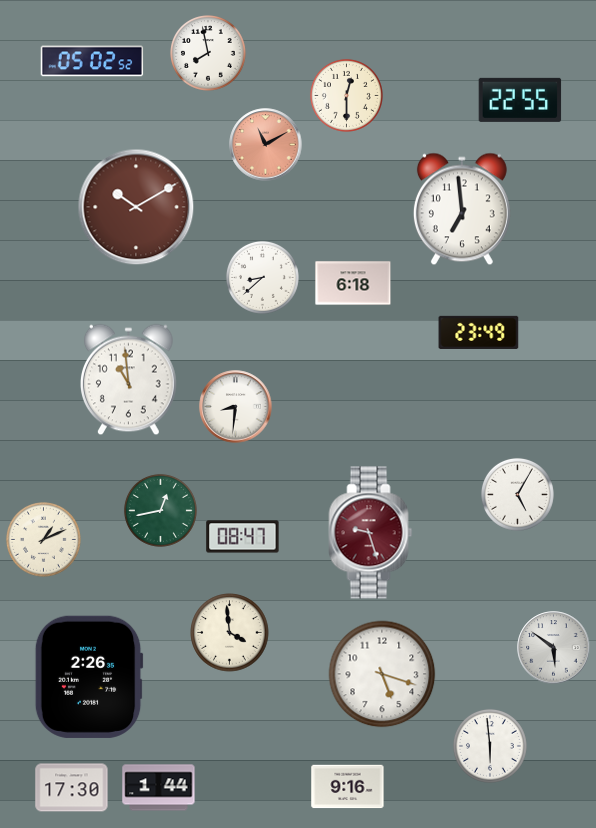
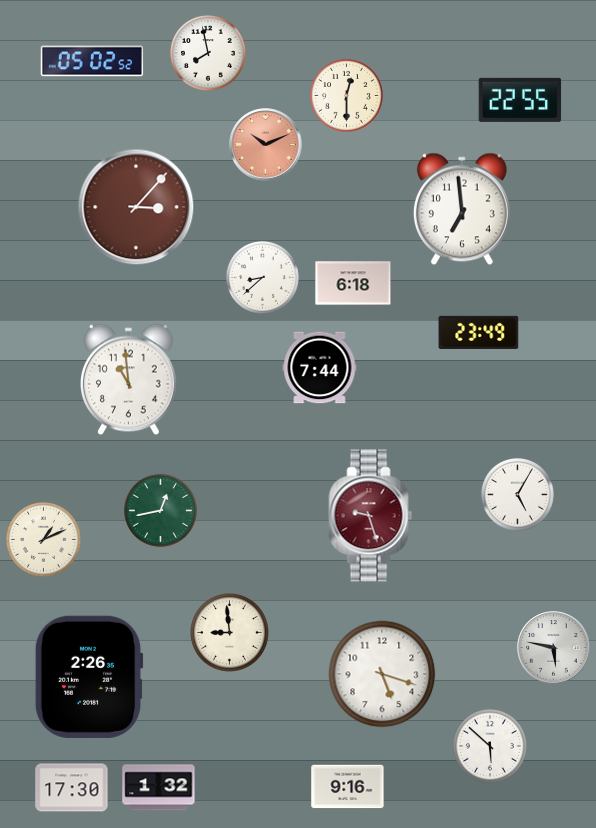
clock at (266, 145): 11:10 -> 10:11
clock at (136, 207): 10:10 -> 3:07
clock at (320, 368): none -> 7:44
clock at (236, 407): 8:31 -> none
clock at (371, 533) position: (371, 533) -> (371, 516)
clock at (243, 537): 08:47 -> none
clock at (230, 633): 3:59 -> 8:59
clock at (554, 648): 5:51 -> 5:47
clock at (490, 746): 5:59 -> 5:52
clock at (159, 788): 1:44 -> 1:32
